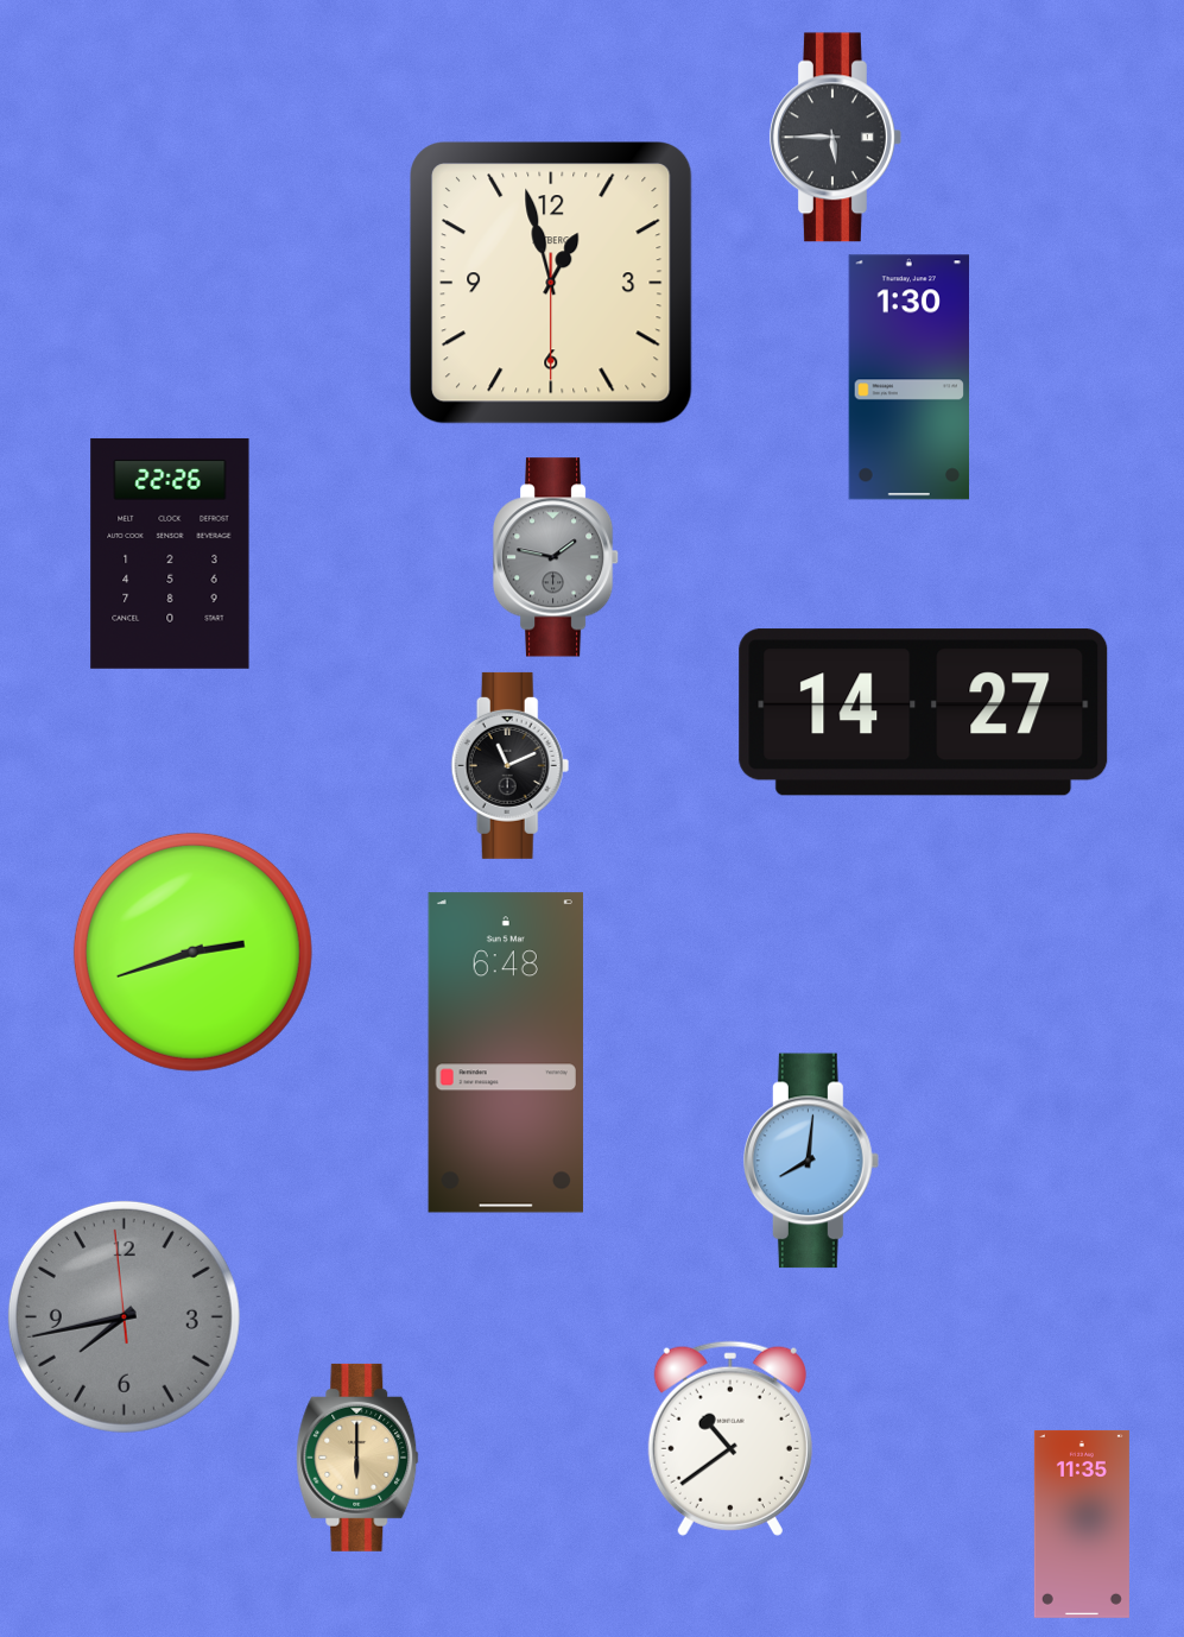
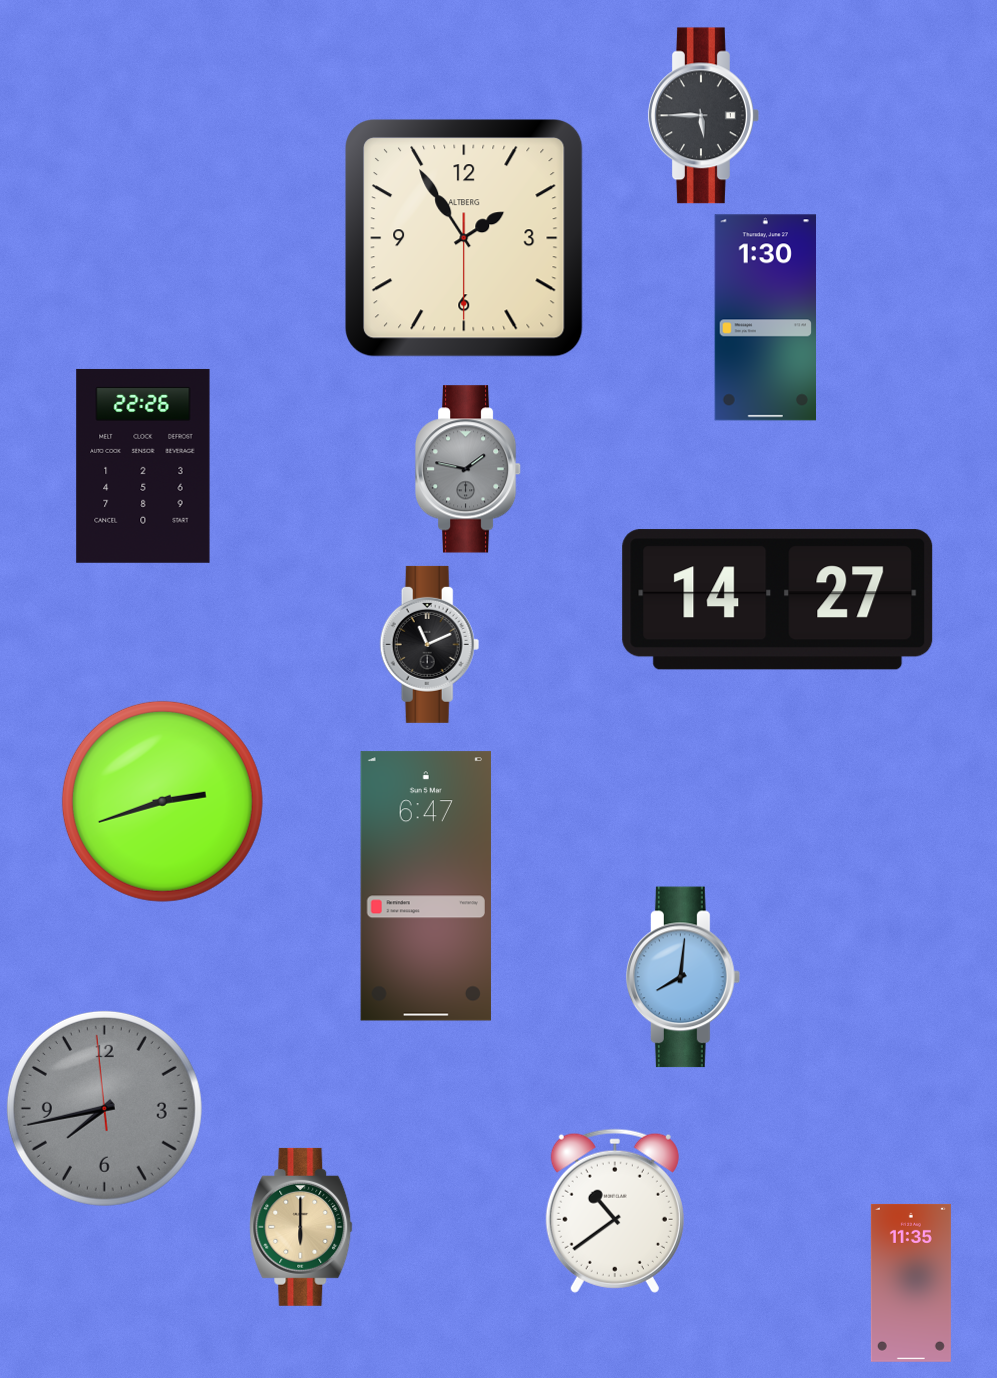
clock at (551, 283): 12:57 -> 1:54
clock at (506, 1053): 6:48 -> 6:47
